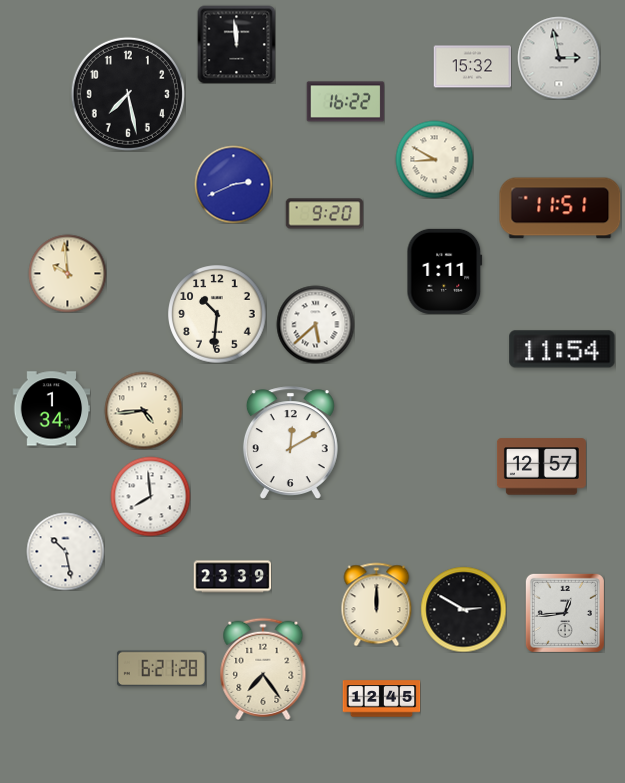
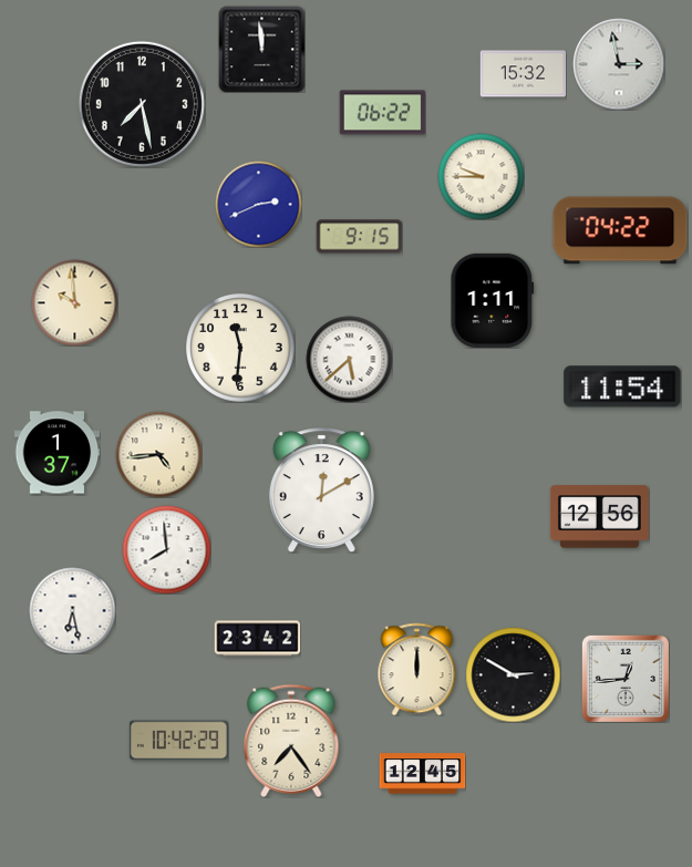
clock at (345, 102): 16:22 -> 06:22
clock at (434, 159): 8:50 -> 9:45
clock at (560, 208): 11:51 -> 04:22
clock at (324, 214): 9:20 -> 9:15
clock at (217, 314): 10:31 -> 11:31
clock at (51, 409): 1:34 -> 1:37
clock at (541, 467): 12:57 -> 12:56
clock at (65, 551): 10:28 -> 6:28
clock at (232, 577): 23:39 -> 23:42
clock at (161, 669): 6:21 -> 10:42
